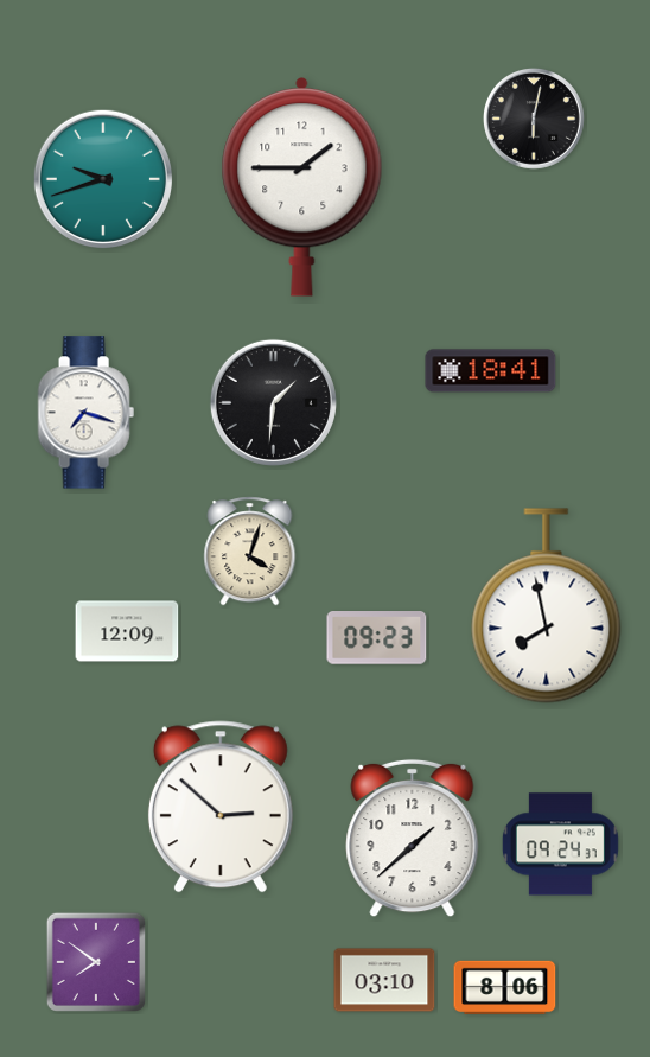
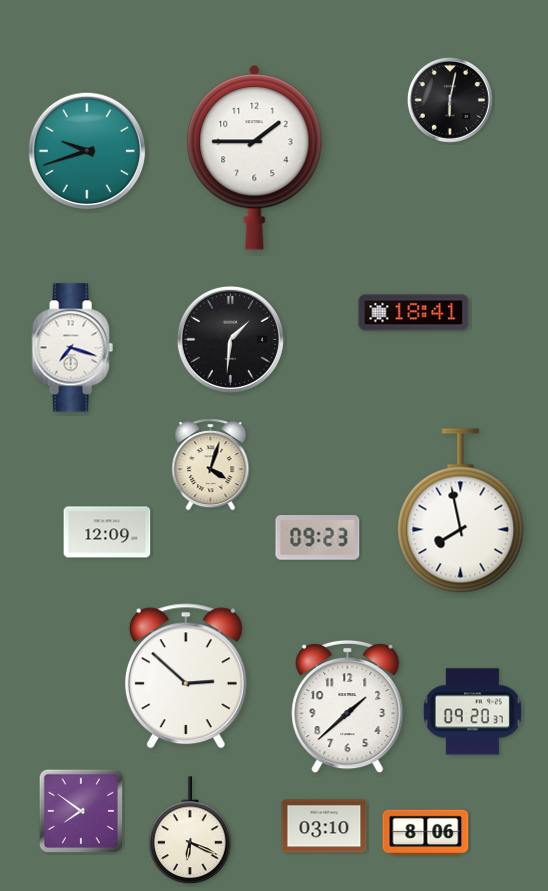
clock at (221, 807) position: (221, 807) -> (186, 676)
clock at (560, 845): 09:24 -> 09:20
clock at (191, 831): none -> 6:19
